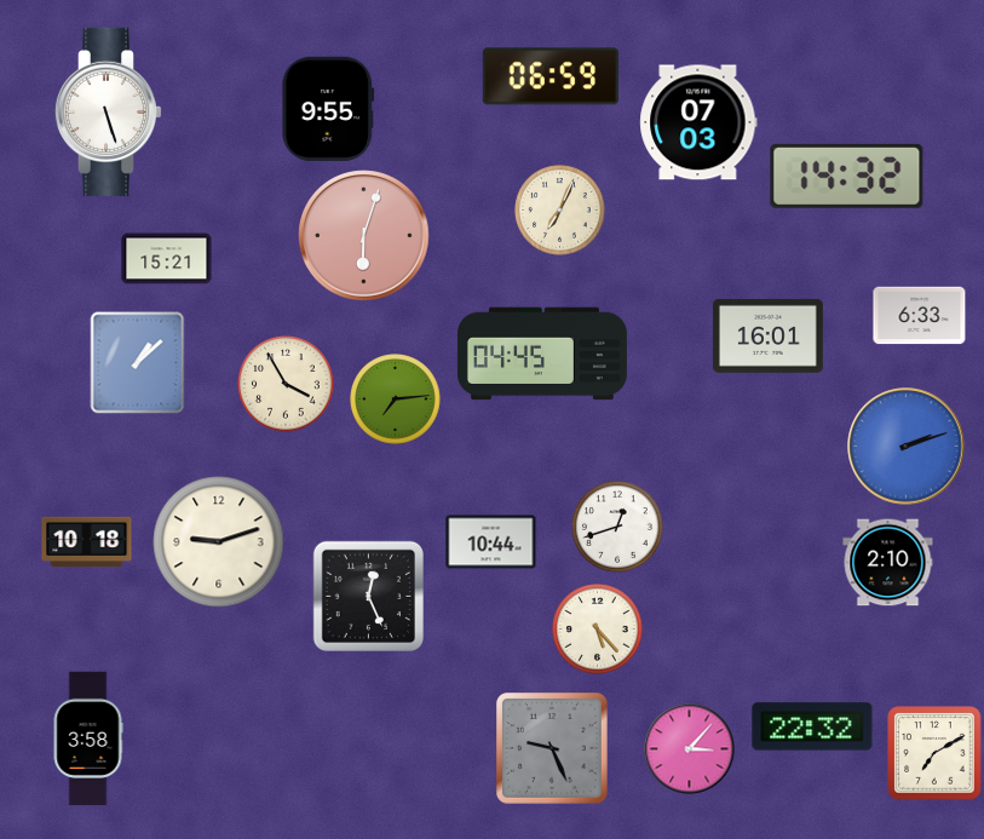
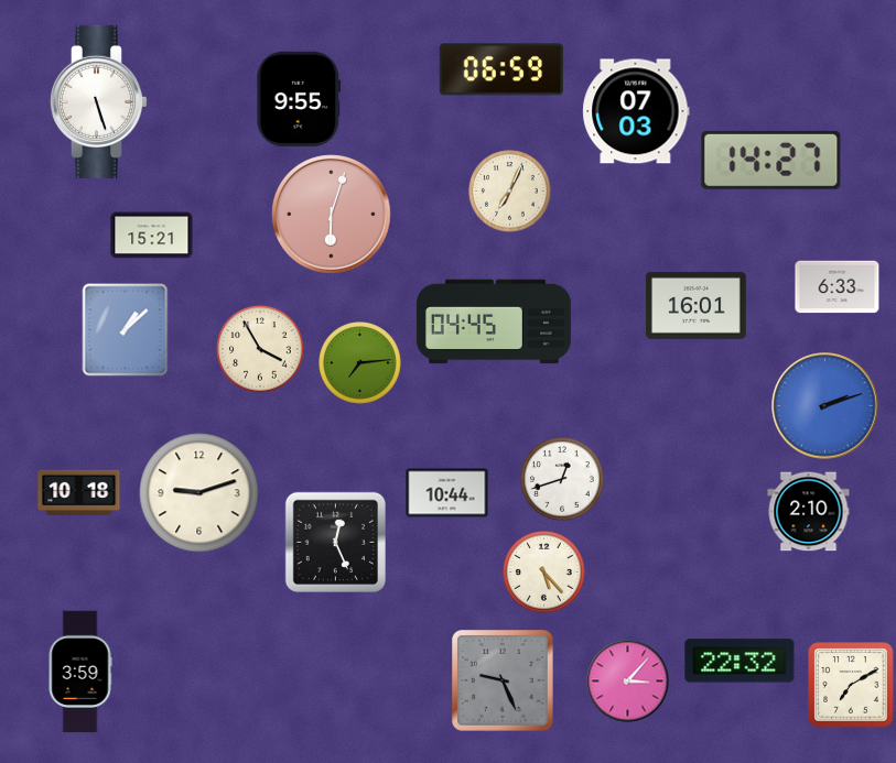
clock at (847, 176): 14:32 -> 14:27
clock at (767, 335) position: (767, 335) -> (695, 305)
clock at (88, 739): 3:58 -> 3:59
